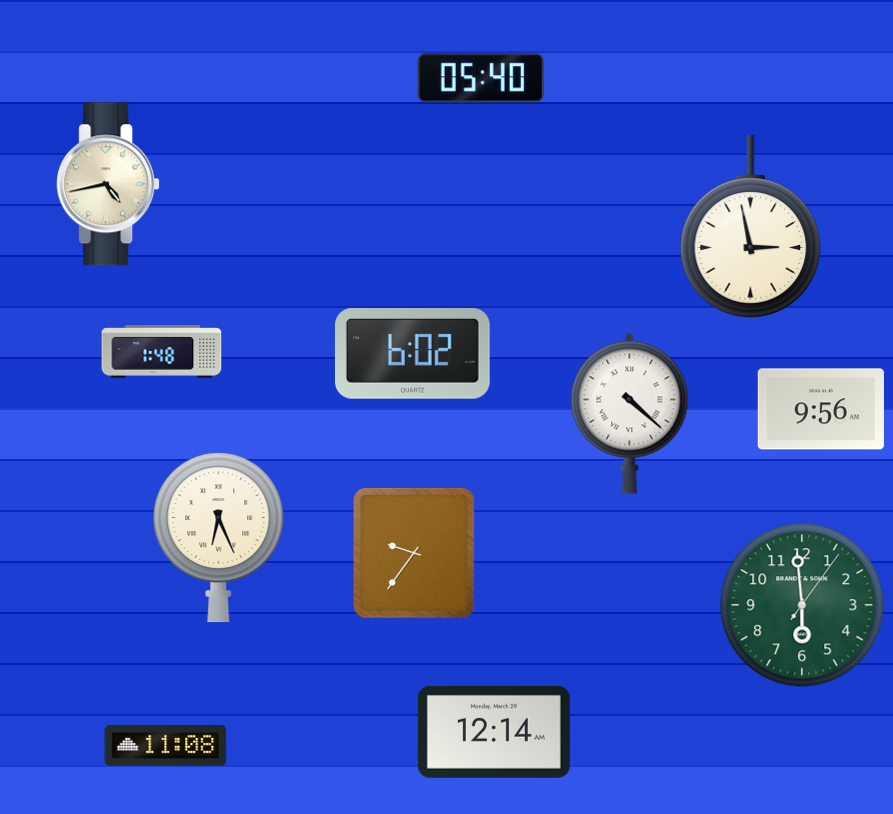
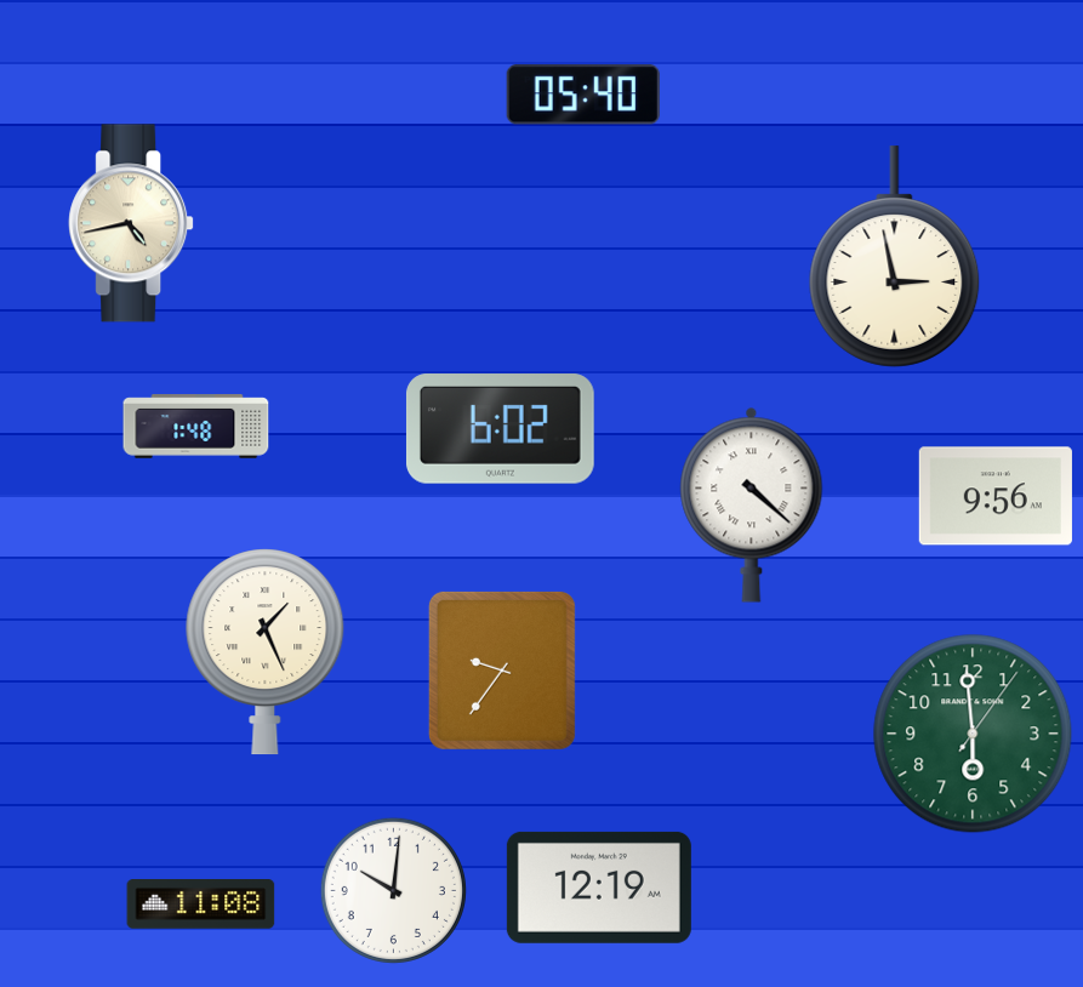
clock at (751, 227) position: (751, 227) -> (895, 257)
clock at (630, 413) position: (630, 413) -> (752, 504)
clock at (219, 538): 6:26 -> 1:26
clock at (494, 732): 12:14 -> 12:19
clock at (393, 890): none -> 10:01
